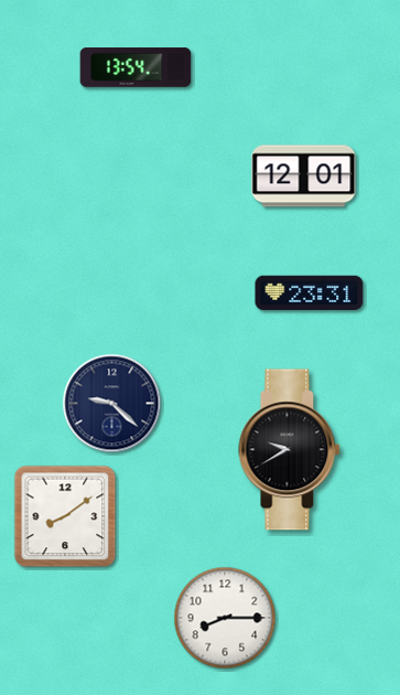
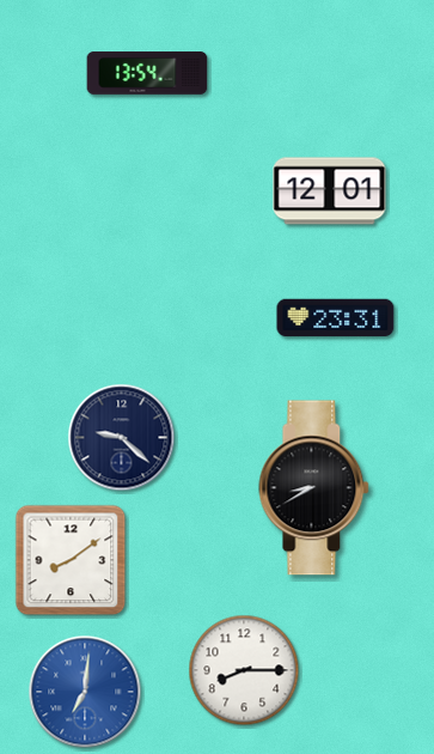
clock at (290, 450): 9:40 -> 8:40
clock at (85, 692): none -> 7:01
